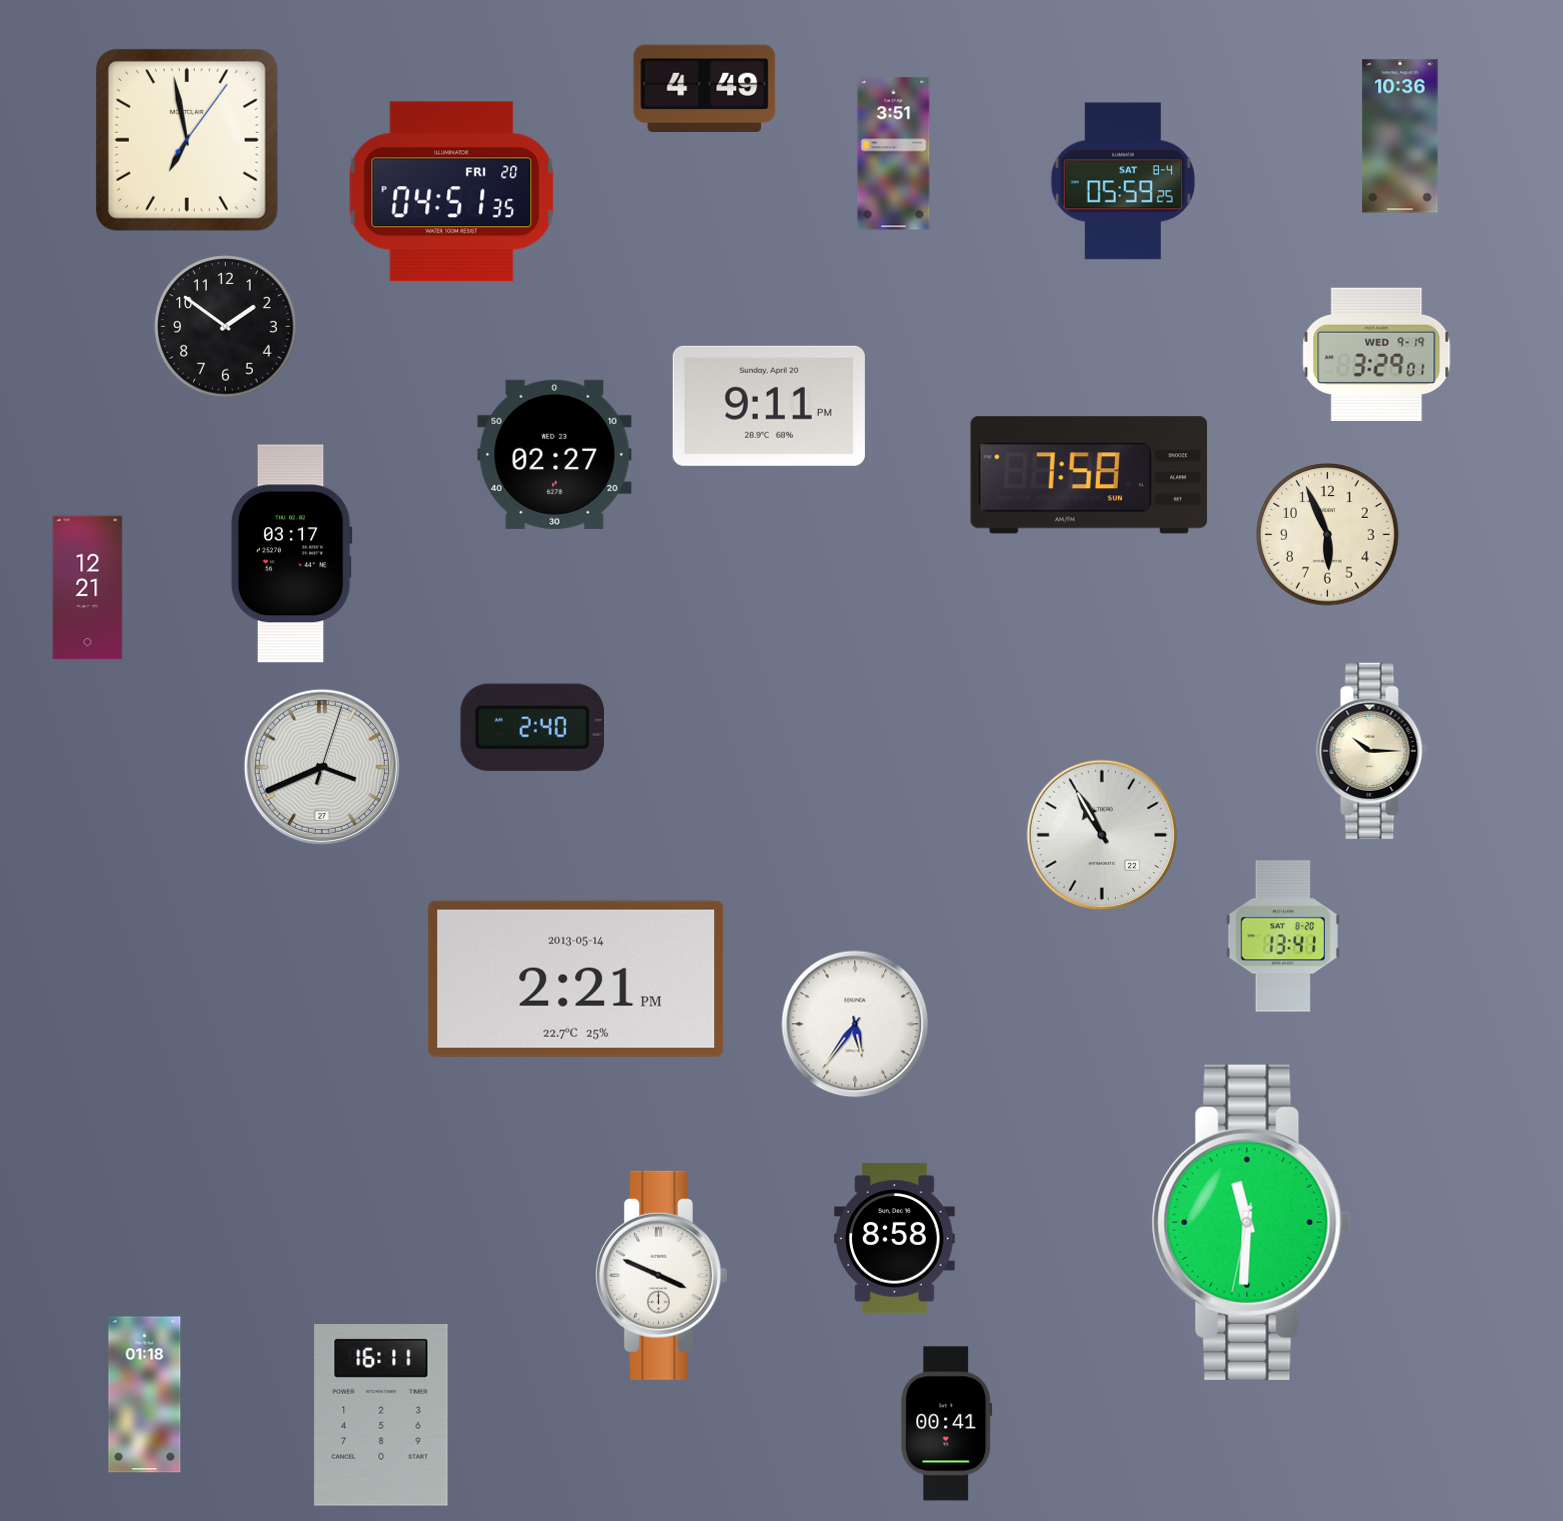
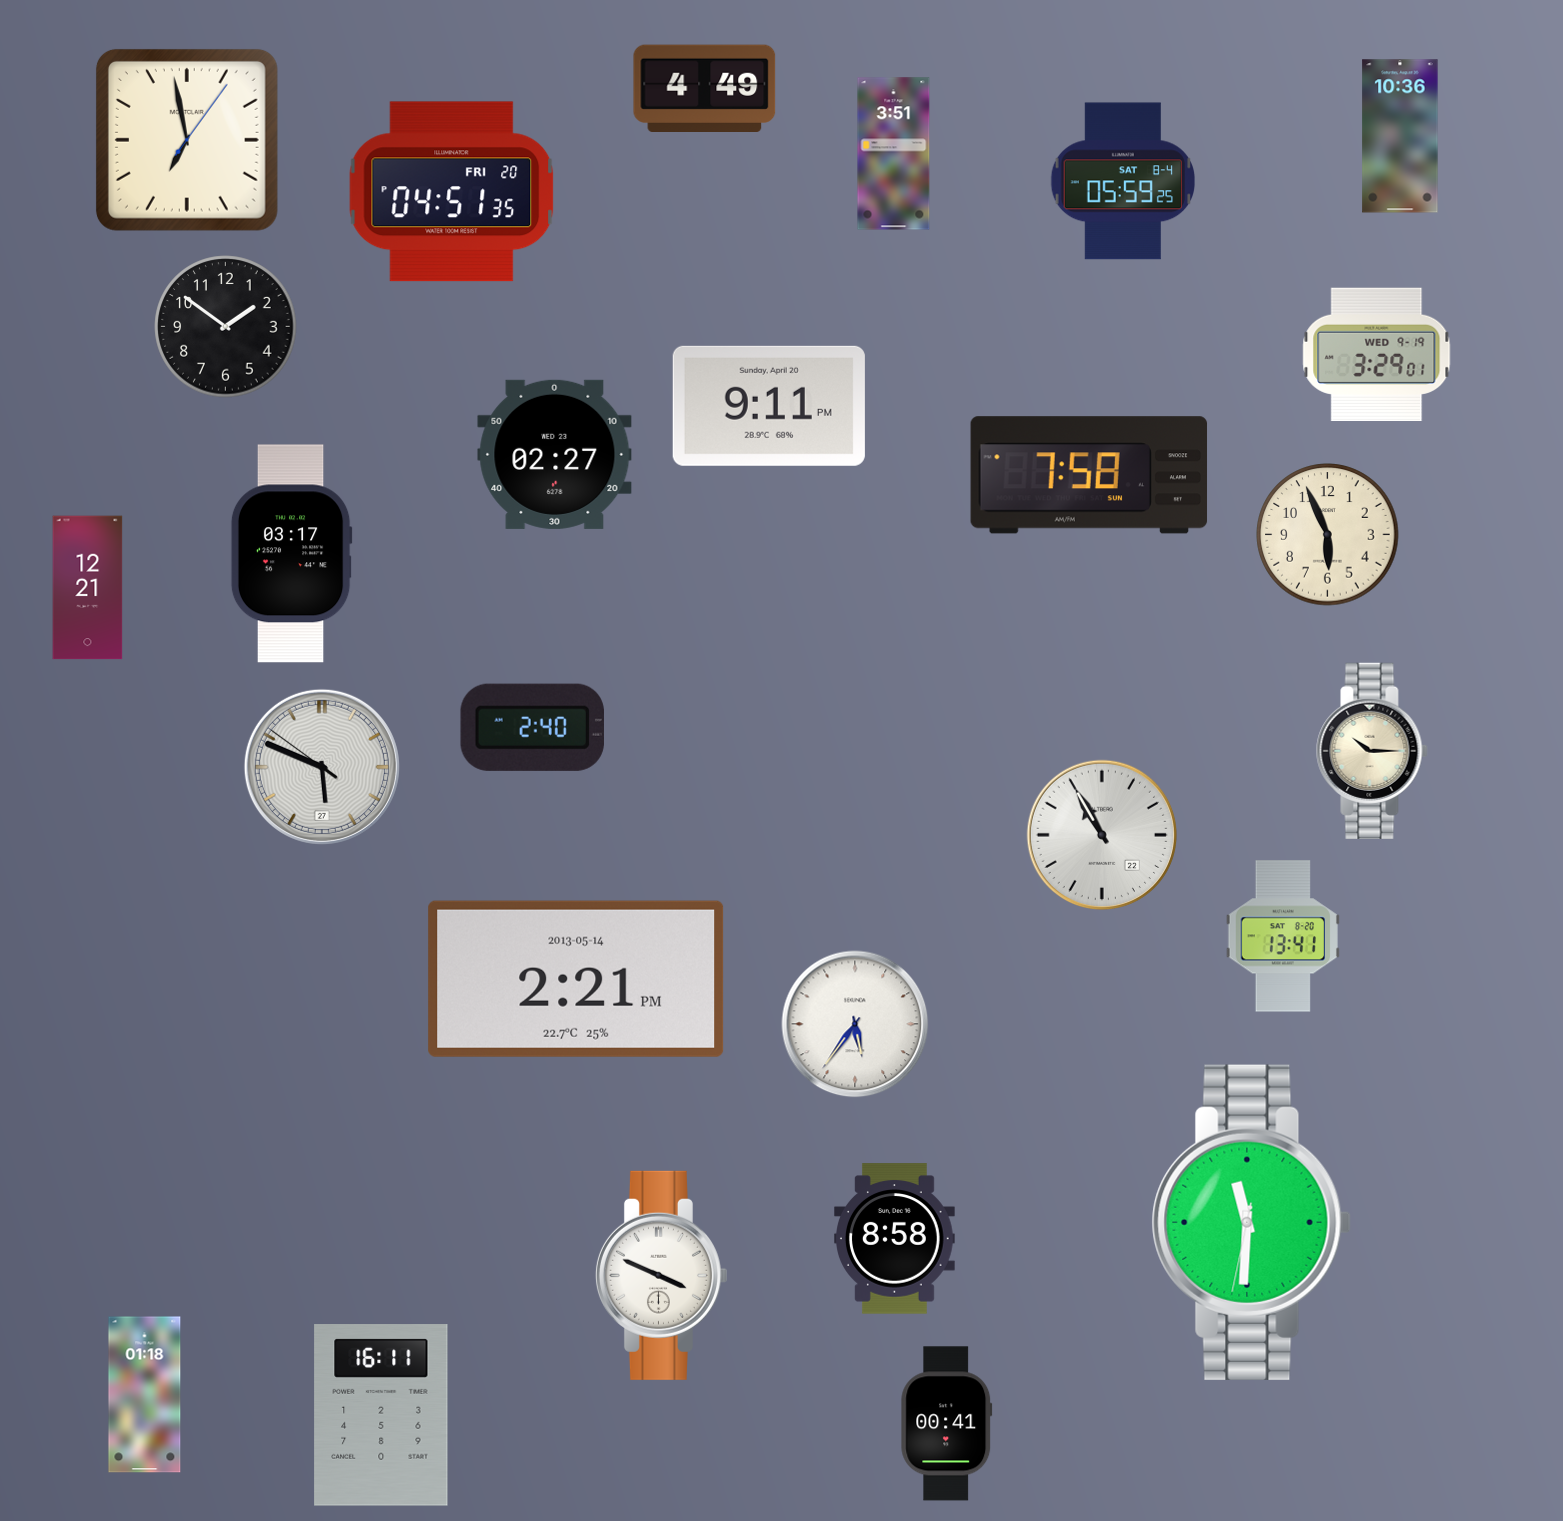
clock at (322, 767): 3:41 -> 5:48
